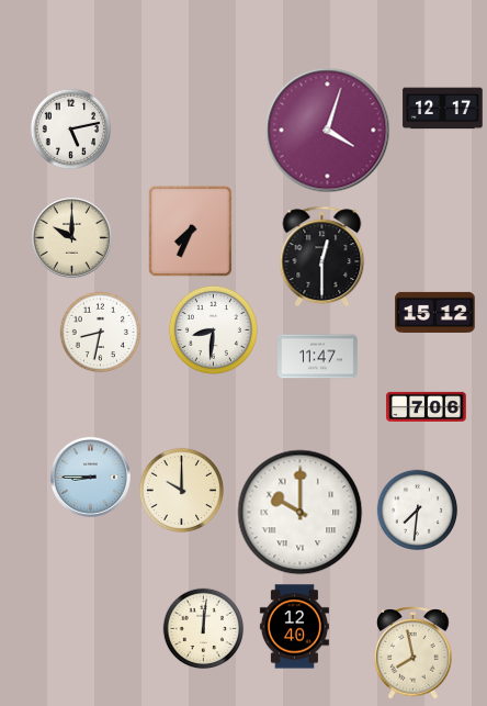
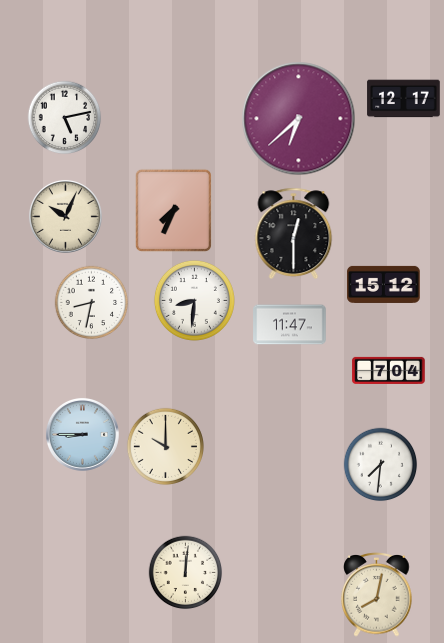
clock at (328, 131): 4:03 -> 6:38
clock at (71, 237): 10:00 -> 10:04
clock at (435, 312) position: (435, 312) -> (384, 284)
clock at (427, 406): 7:06 -> 7:04
clock at (301, 513): 10:00 -> none
clock at (294, 627): 12:40 -> none
clock at (414, 653): 7:58 -> 8:02
